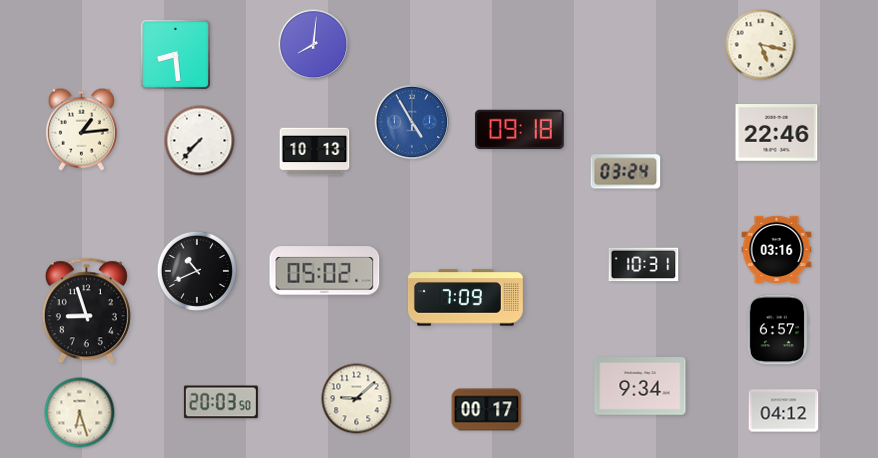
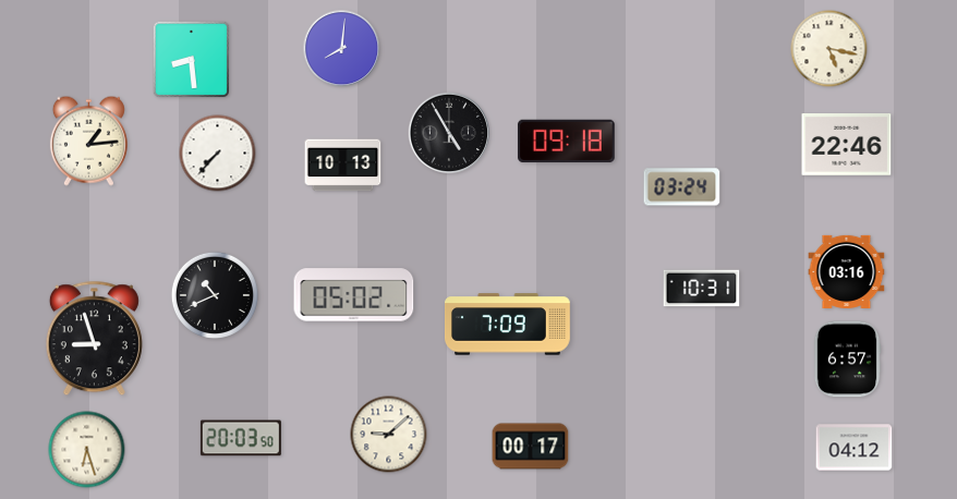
clock at (412, 122) dial: blue -> black
clock at (640, 386): 9:34 -> none
